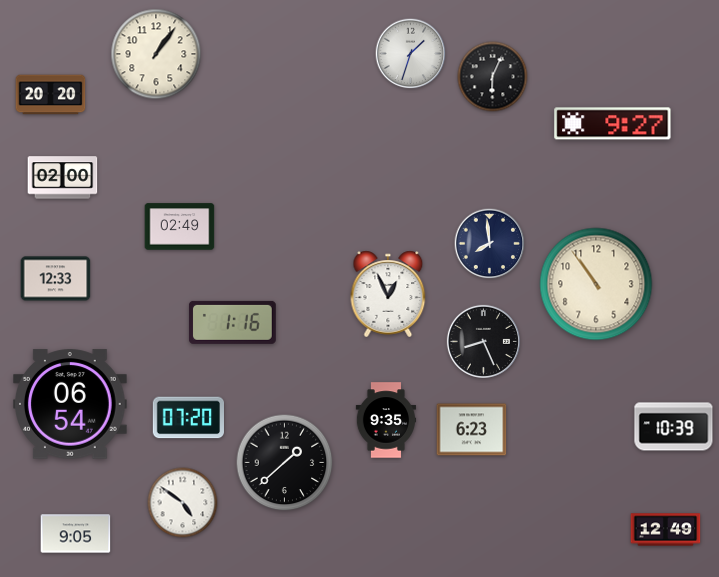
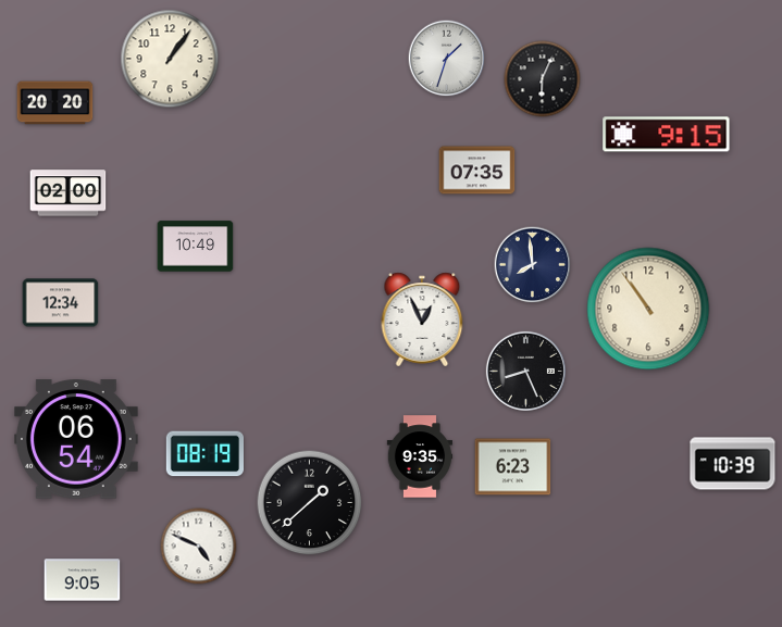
clock at (493, 77) position: (493, 77) -> (543, 79)
clock at (613, 124): 9:27 -> 9:15
clock at (477, 171): none -> 07:35
clock at (180, 227): 02:49 -> 10:49
clock at (56, 279): 12:33 -> 12:34
clock at (232, 322): 1:16 -> none
clock at (188, 418): 07:20 -> 08:19
clock at (183, 503): 4:51 -> 4:49
clock at (666, 530): 12:49 -> none
